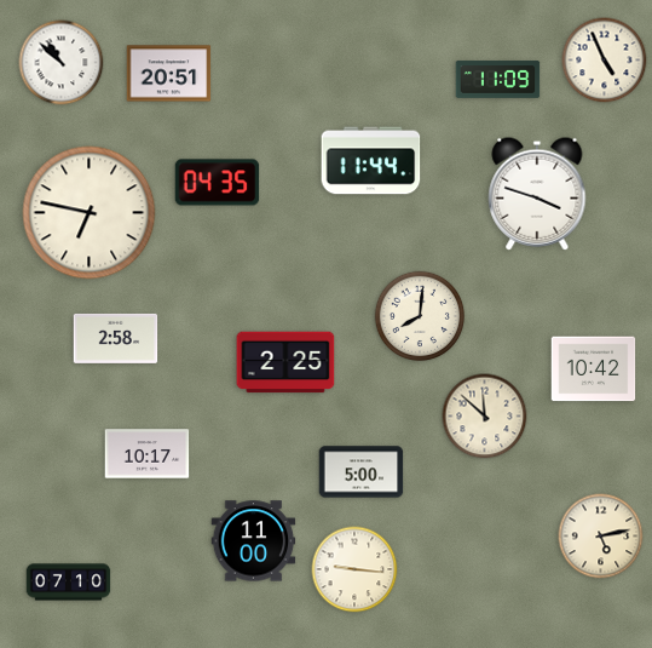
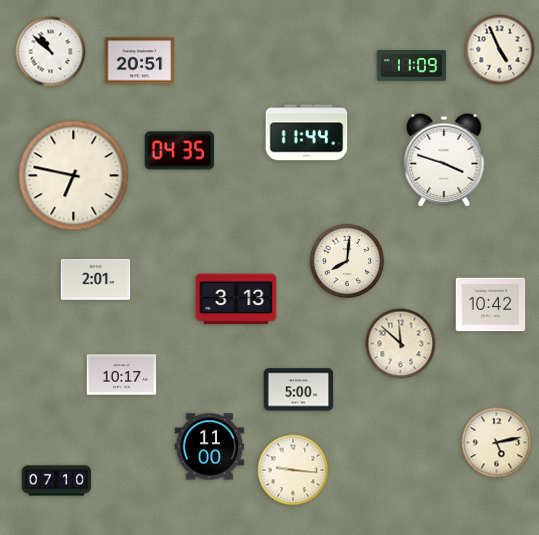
clock at (116, 338): 2:58 -> 2:01
clock at (285, 362): 2:25 -> 3:13
